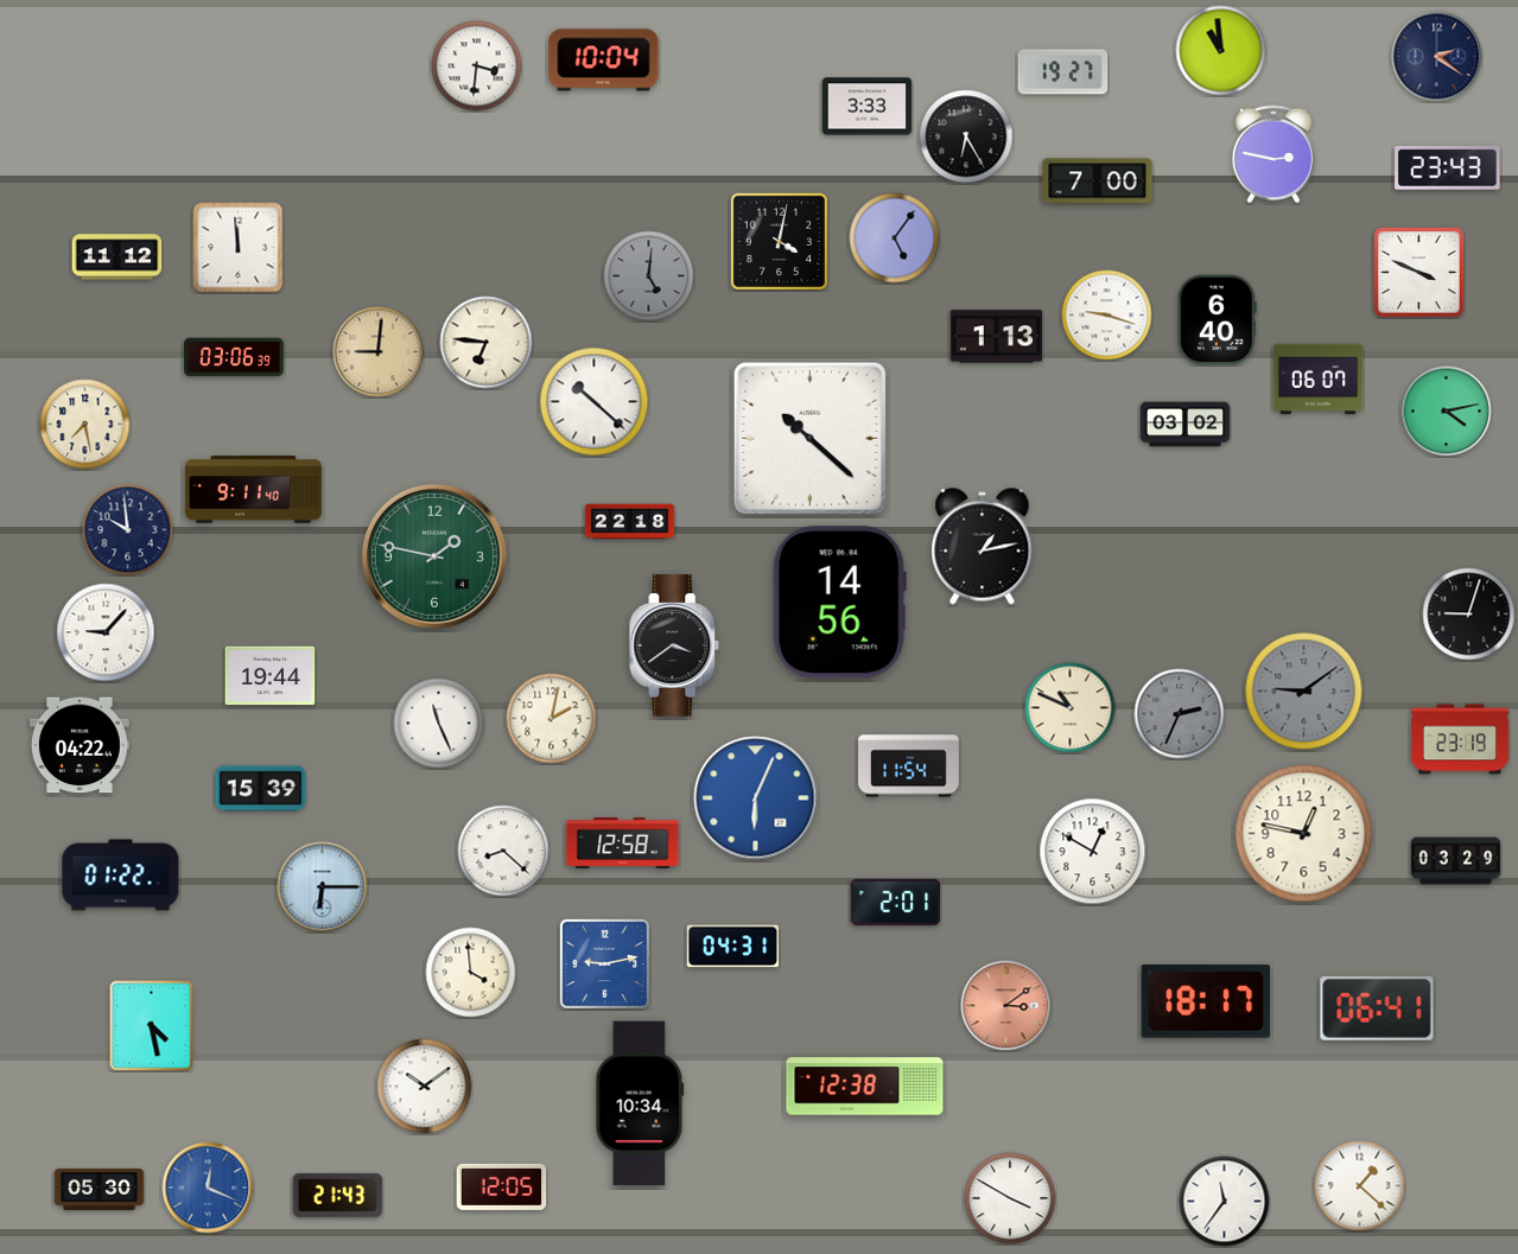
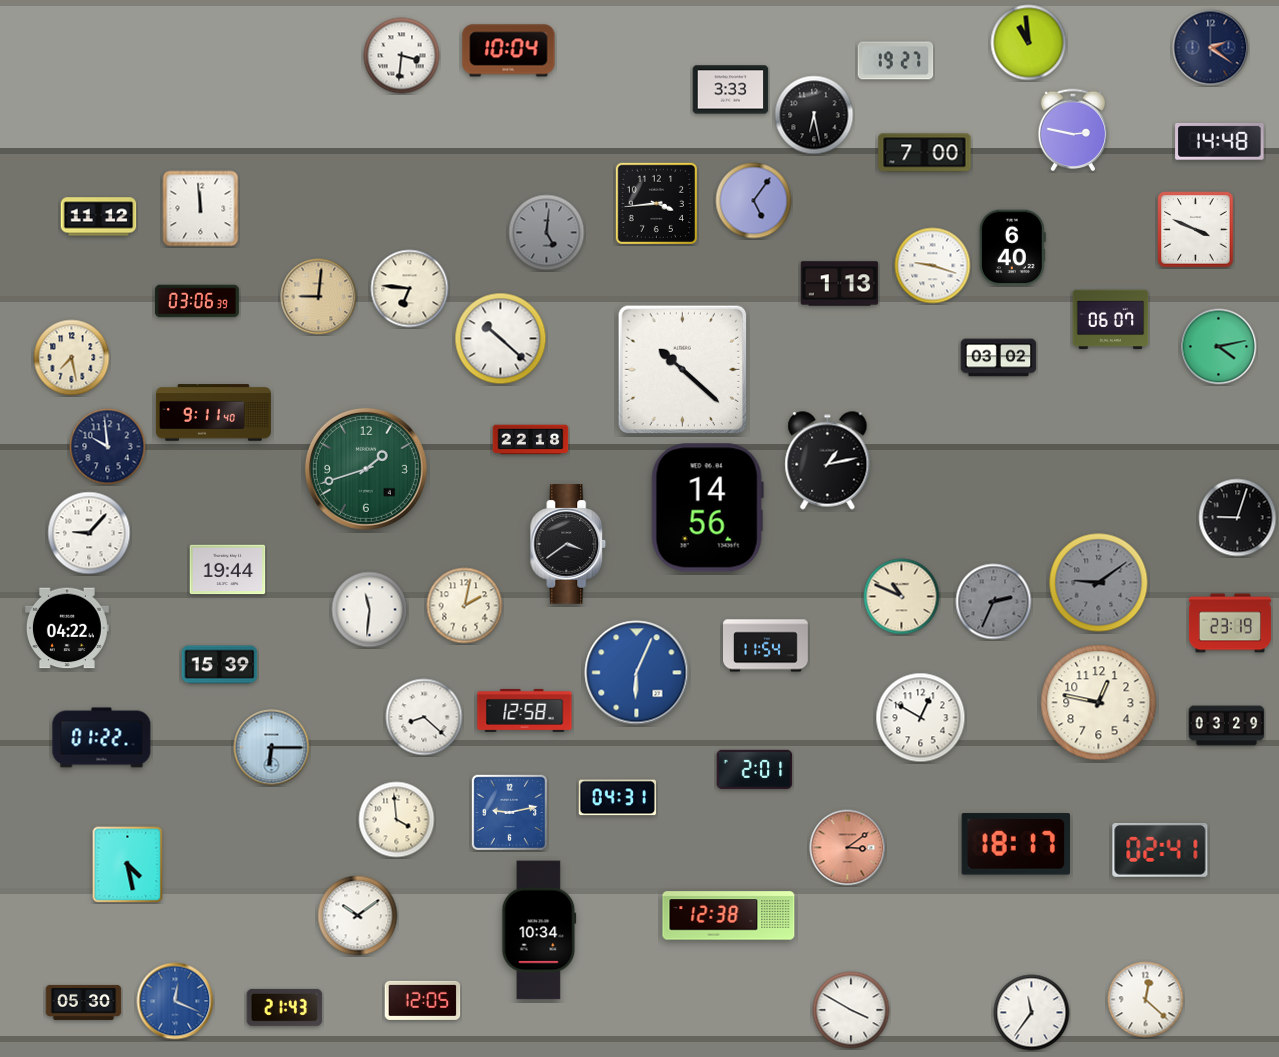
clock at (966, 136): 6:25 -> 6:28
clock at (1448, 168): 23:43 -> 14:48
clock at (779, 241): 4:02 -> 3:44
clock at (1217, 320) position: (1217, 320) -> (1012, 248)
clock at (434, 556): 1:47 -> 1:42
clock at (439, 724): 11:26 -> 11:31
clock at (896, 902) position: (896, 902) -> (755, 769)
clock at (1377, 1008): 06:41 -> 02:41
clock at (1360, 1186): 1:22 -> 12:22
